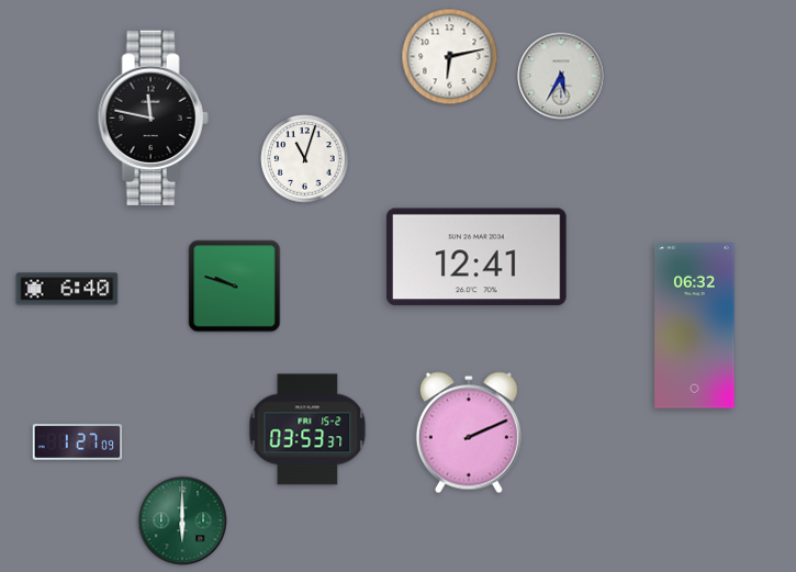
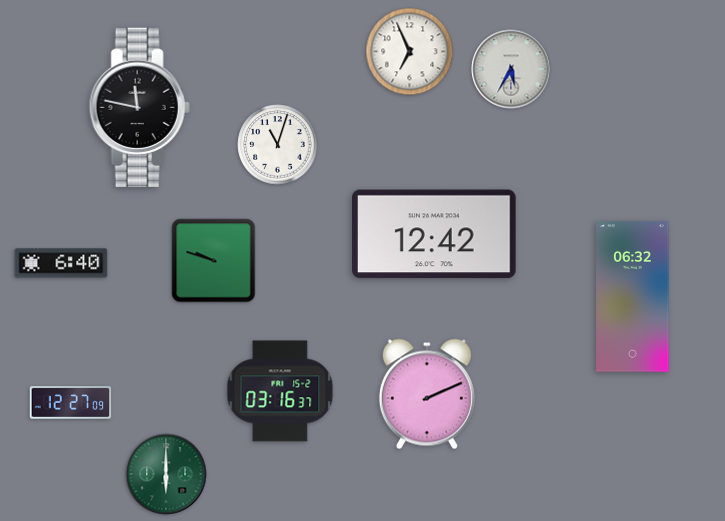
clock at (450, 57): 6:13 -> 6:56
clock at (477, 257): 12:41 -> 12:42
clock at (307, 429): 03:53 -> 03:16
clock at (78, 442): 1:27 -> 12:27
